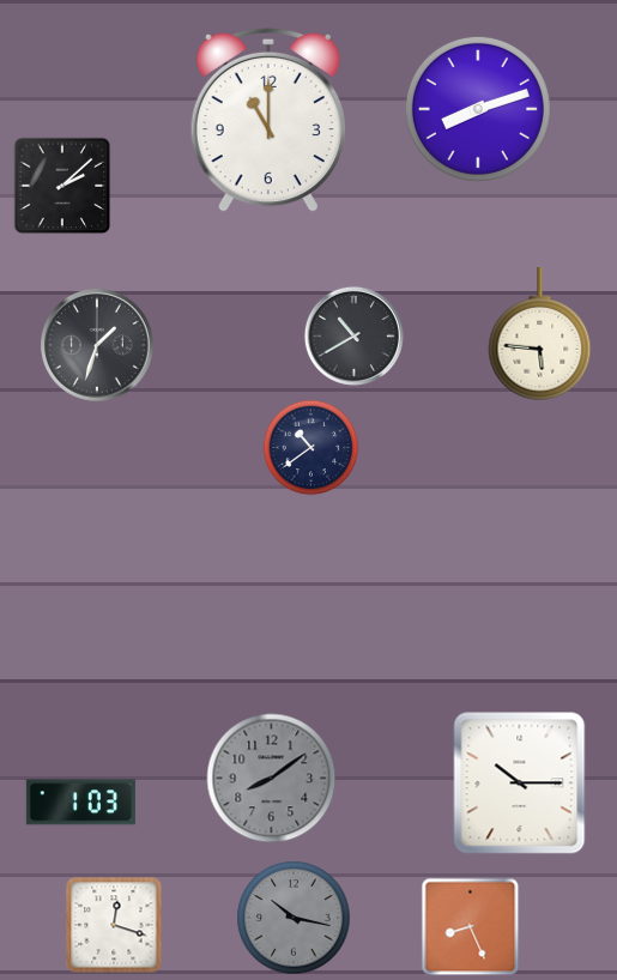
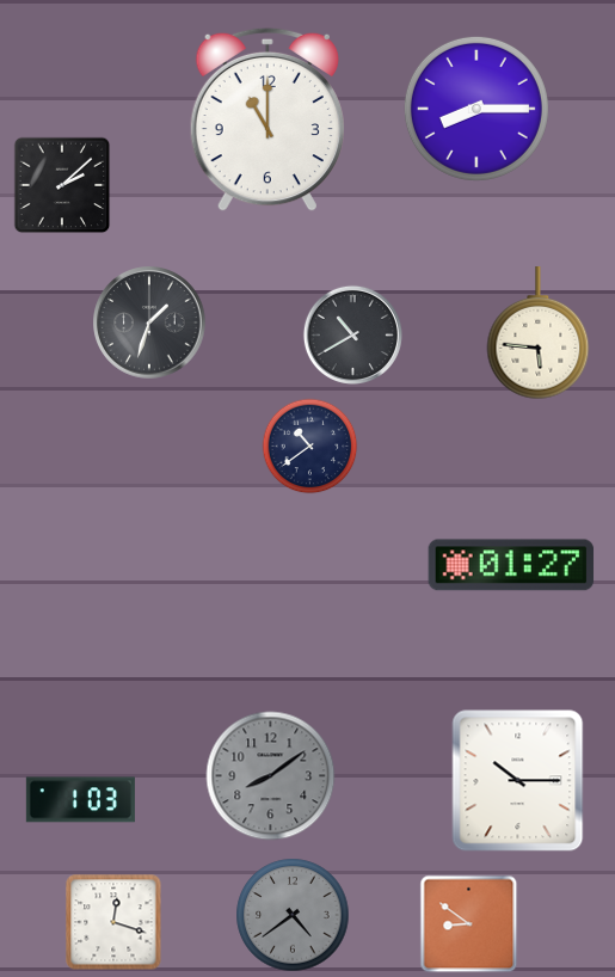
clock at (478, 109): 8:12 -> 8:15
clock at (97, 345) position: (97, 345) -> (149, 322)
clock at (511, 565): none -> 01:27
clock at (294, 918): 10:17 -> 4:39
clock at (471, 927): 8:26 -> 8:51
